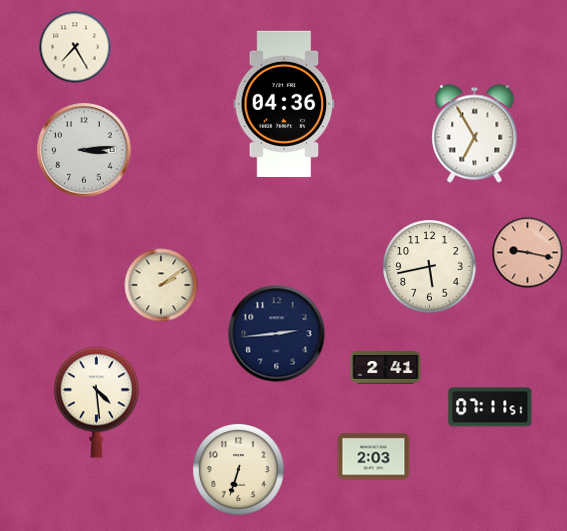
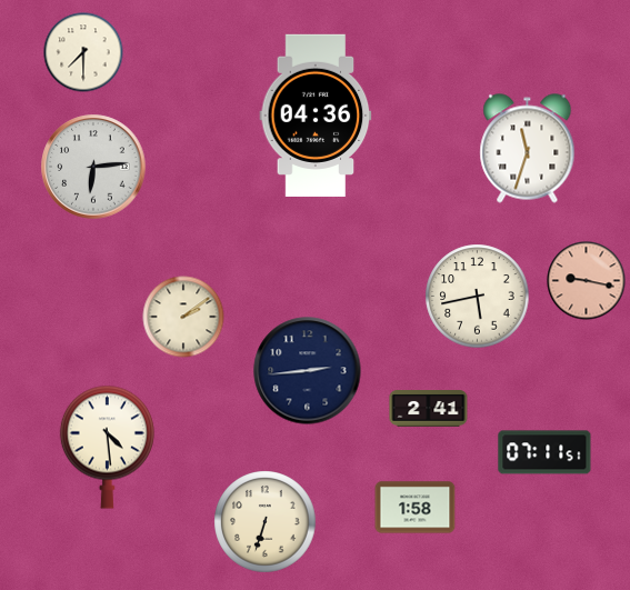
clock at (75, 47): 7:25 -> 7:30
clock at (475, 134): 6:55 -> 11:33
clock at (84, 150): 3:14 -> 6:14
clock at (161, 285) position: (161, 285) -> (183, 317)
clock at (374, 457): 2:03 -> 1:58
